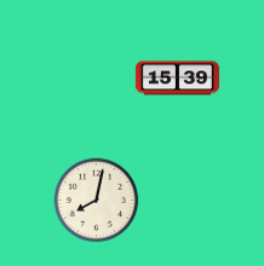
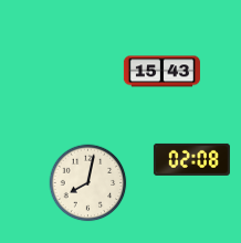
clock at (177, 79): 15:39 -> 15:43
clock at (191, 159): none -> 02:08
